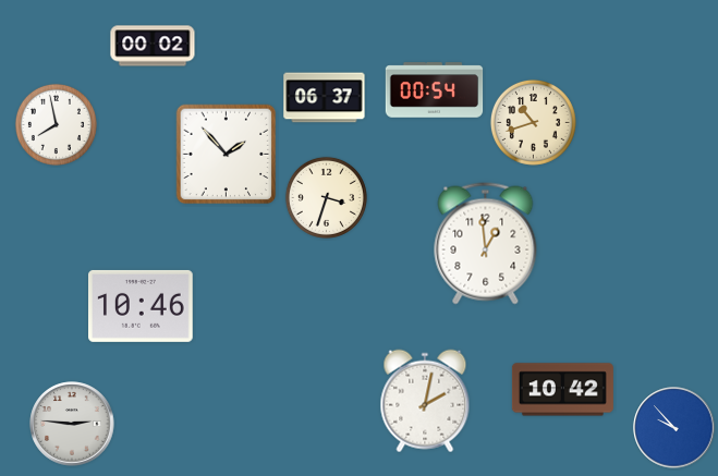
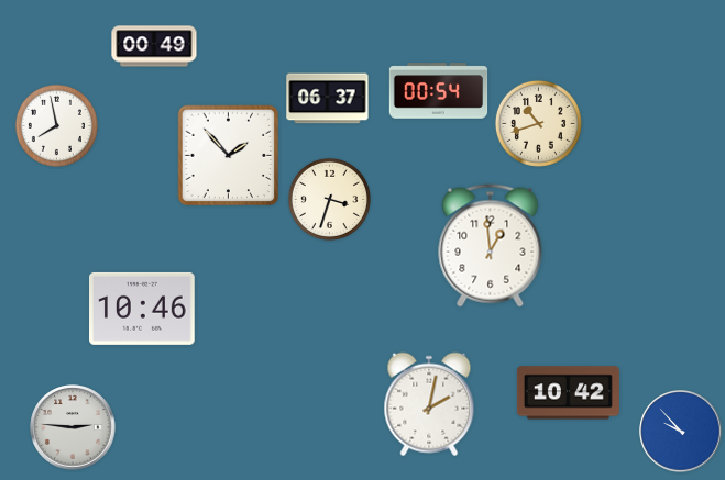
clock at (153, 46): 00:02 -> 00:49
